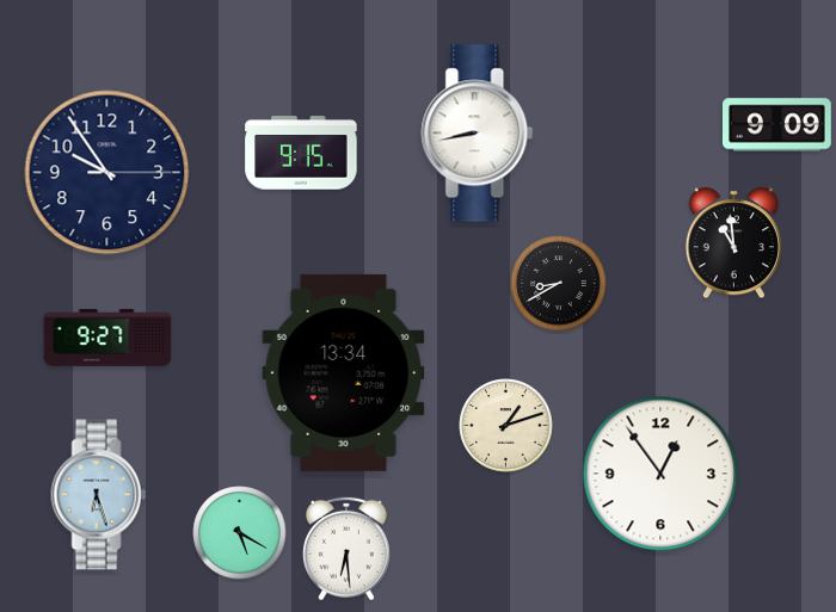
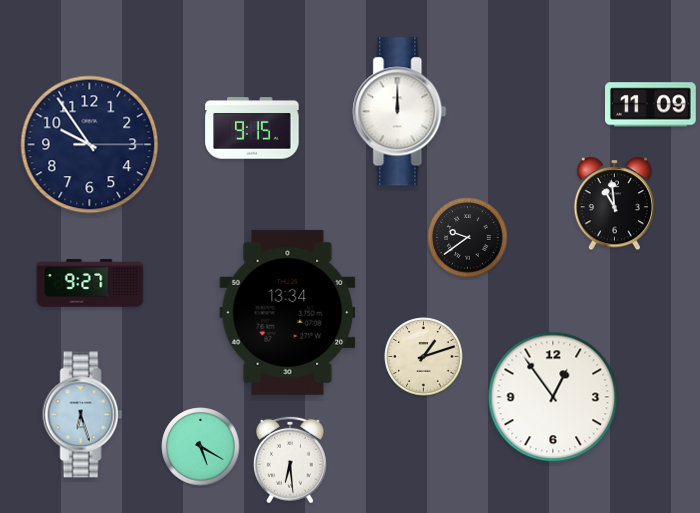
clock at (777, 125): 9:09 -> 11:09
clock at (478, 134): 8:43 -> 12:00
clock at (559, 284): 8:40 -> 9:39
